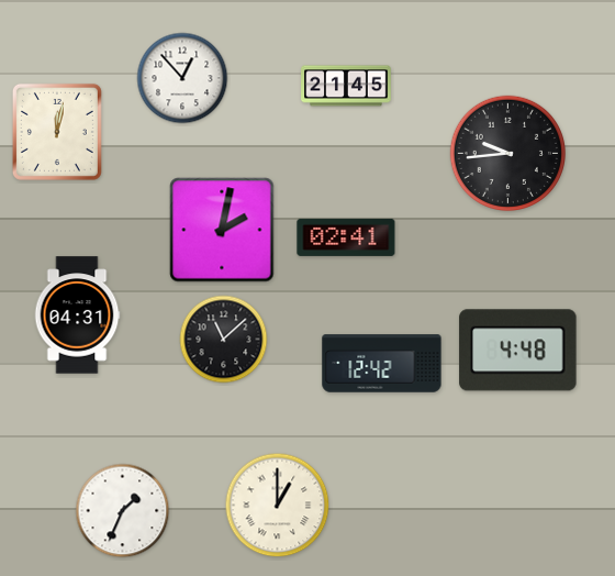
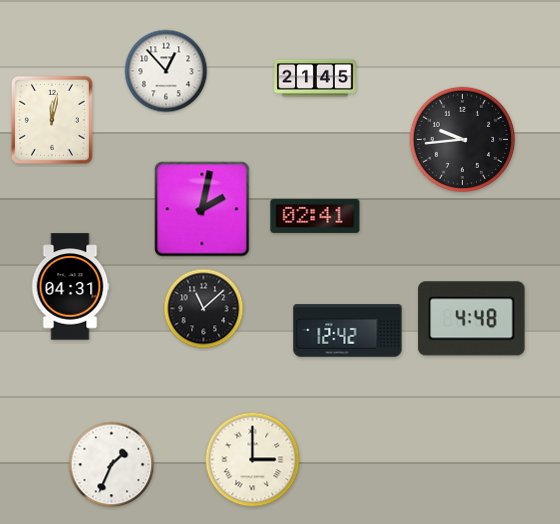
clock at (278, 506): 1:00 -> 3:00
